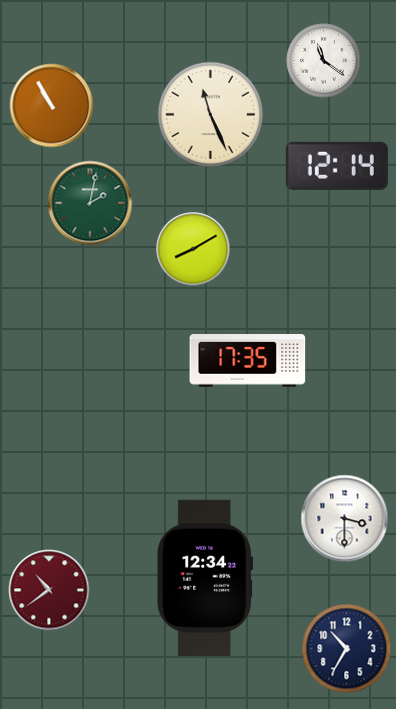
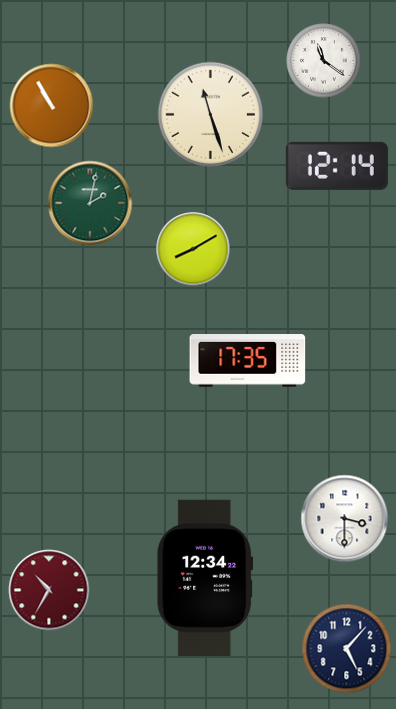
clock at (211, 115): 11:26 -> 11:27
clock at (49, 590): 10:39 -> 10:35
clock at (347, 649): 10:35 -> 5:07
